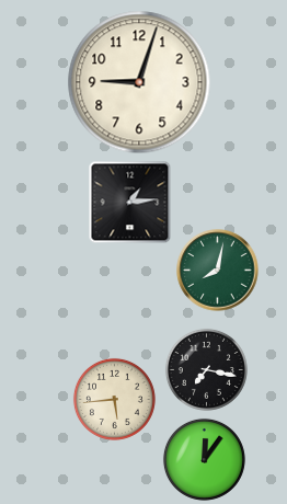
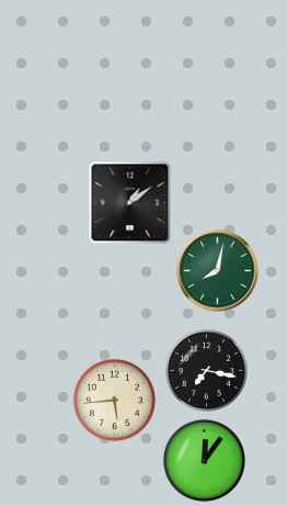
clock at (139, 82): 9:03 -> none
clock at (130, 203): 1:14 -> 1:09
